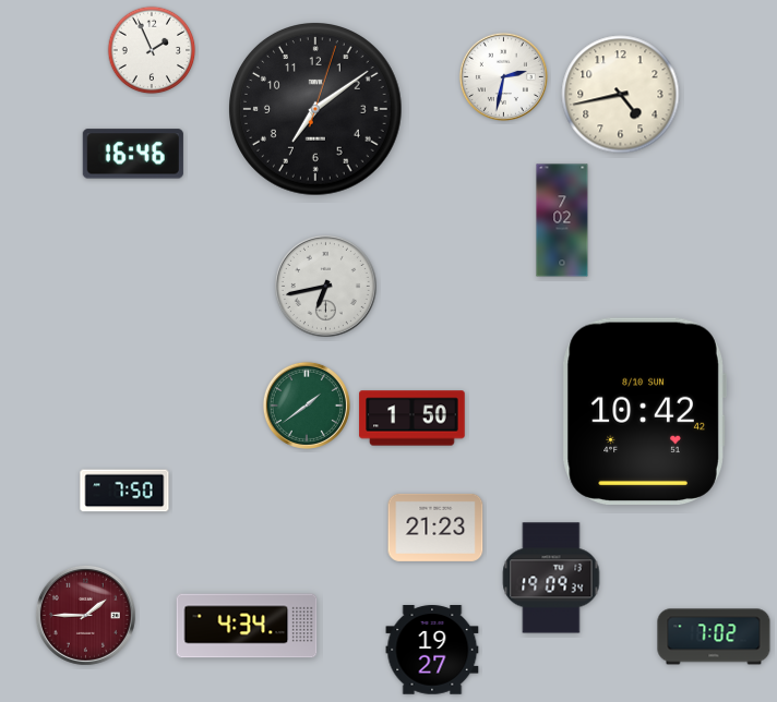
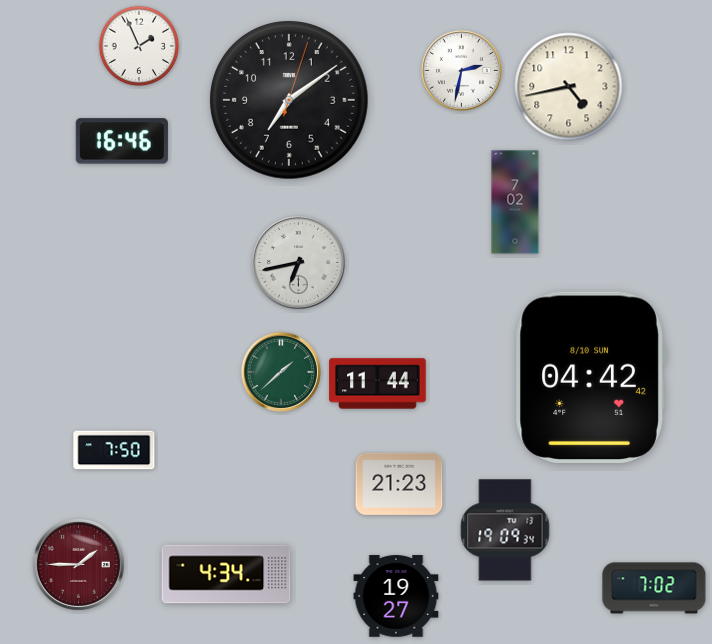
clock at (307, 406): 1:39 -> 1:38
clock at (644, 411): 10:42 -> 04:42
clock at (413, 419): 1:50 -> 11:44
clock at (714, 637) position: (714, 637) -> (654, 588)
